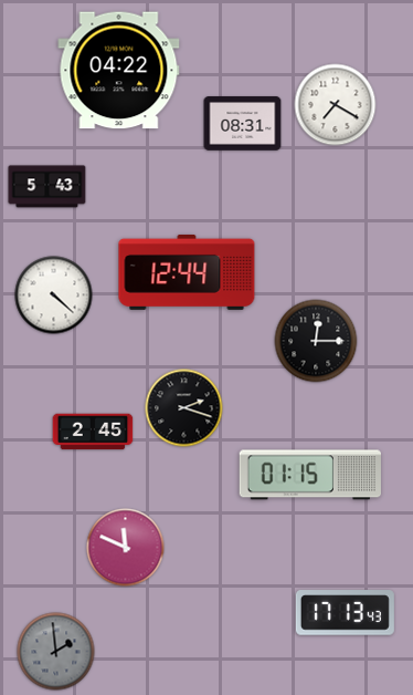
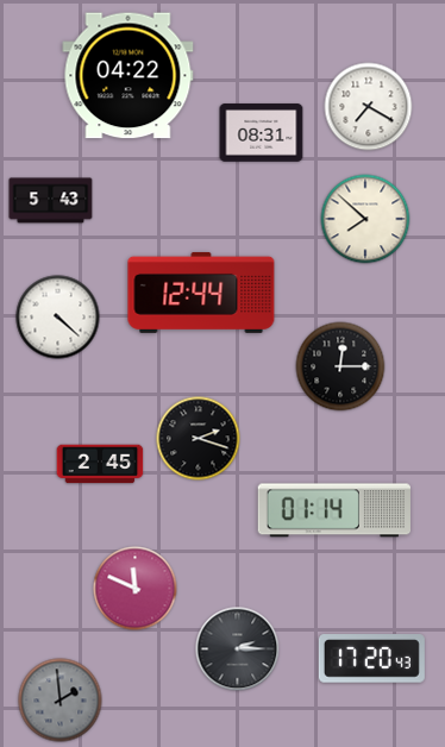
clock at (336, 105) position: (336, 105) -> (369, 107)
clock at (365, 219): none -> 7:52
clock at (310, 475): 01:15 -> 01:14
clock at (238, 649): none -> 2:15
clock at (345, 613): 17:13 -> 17:20
